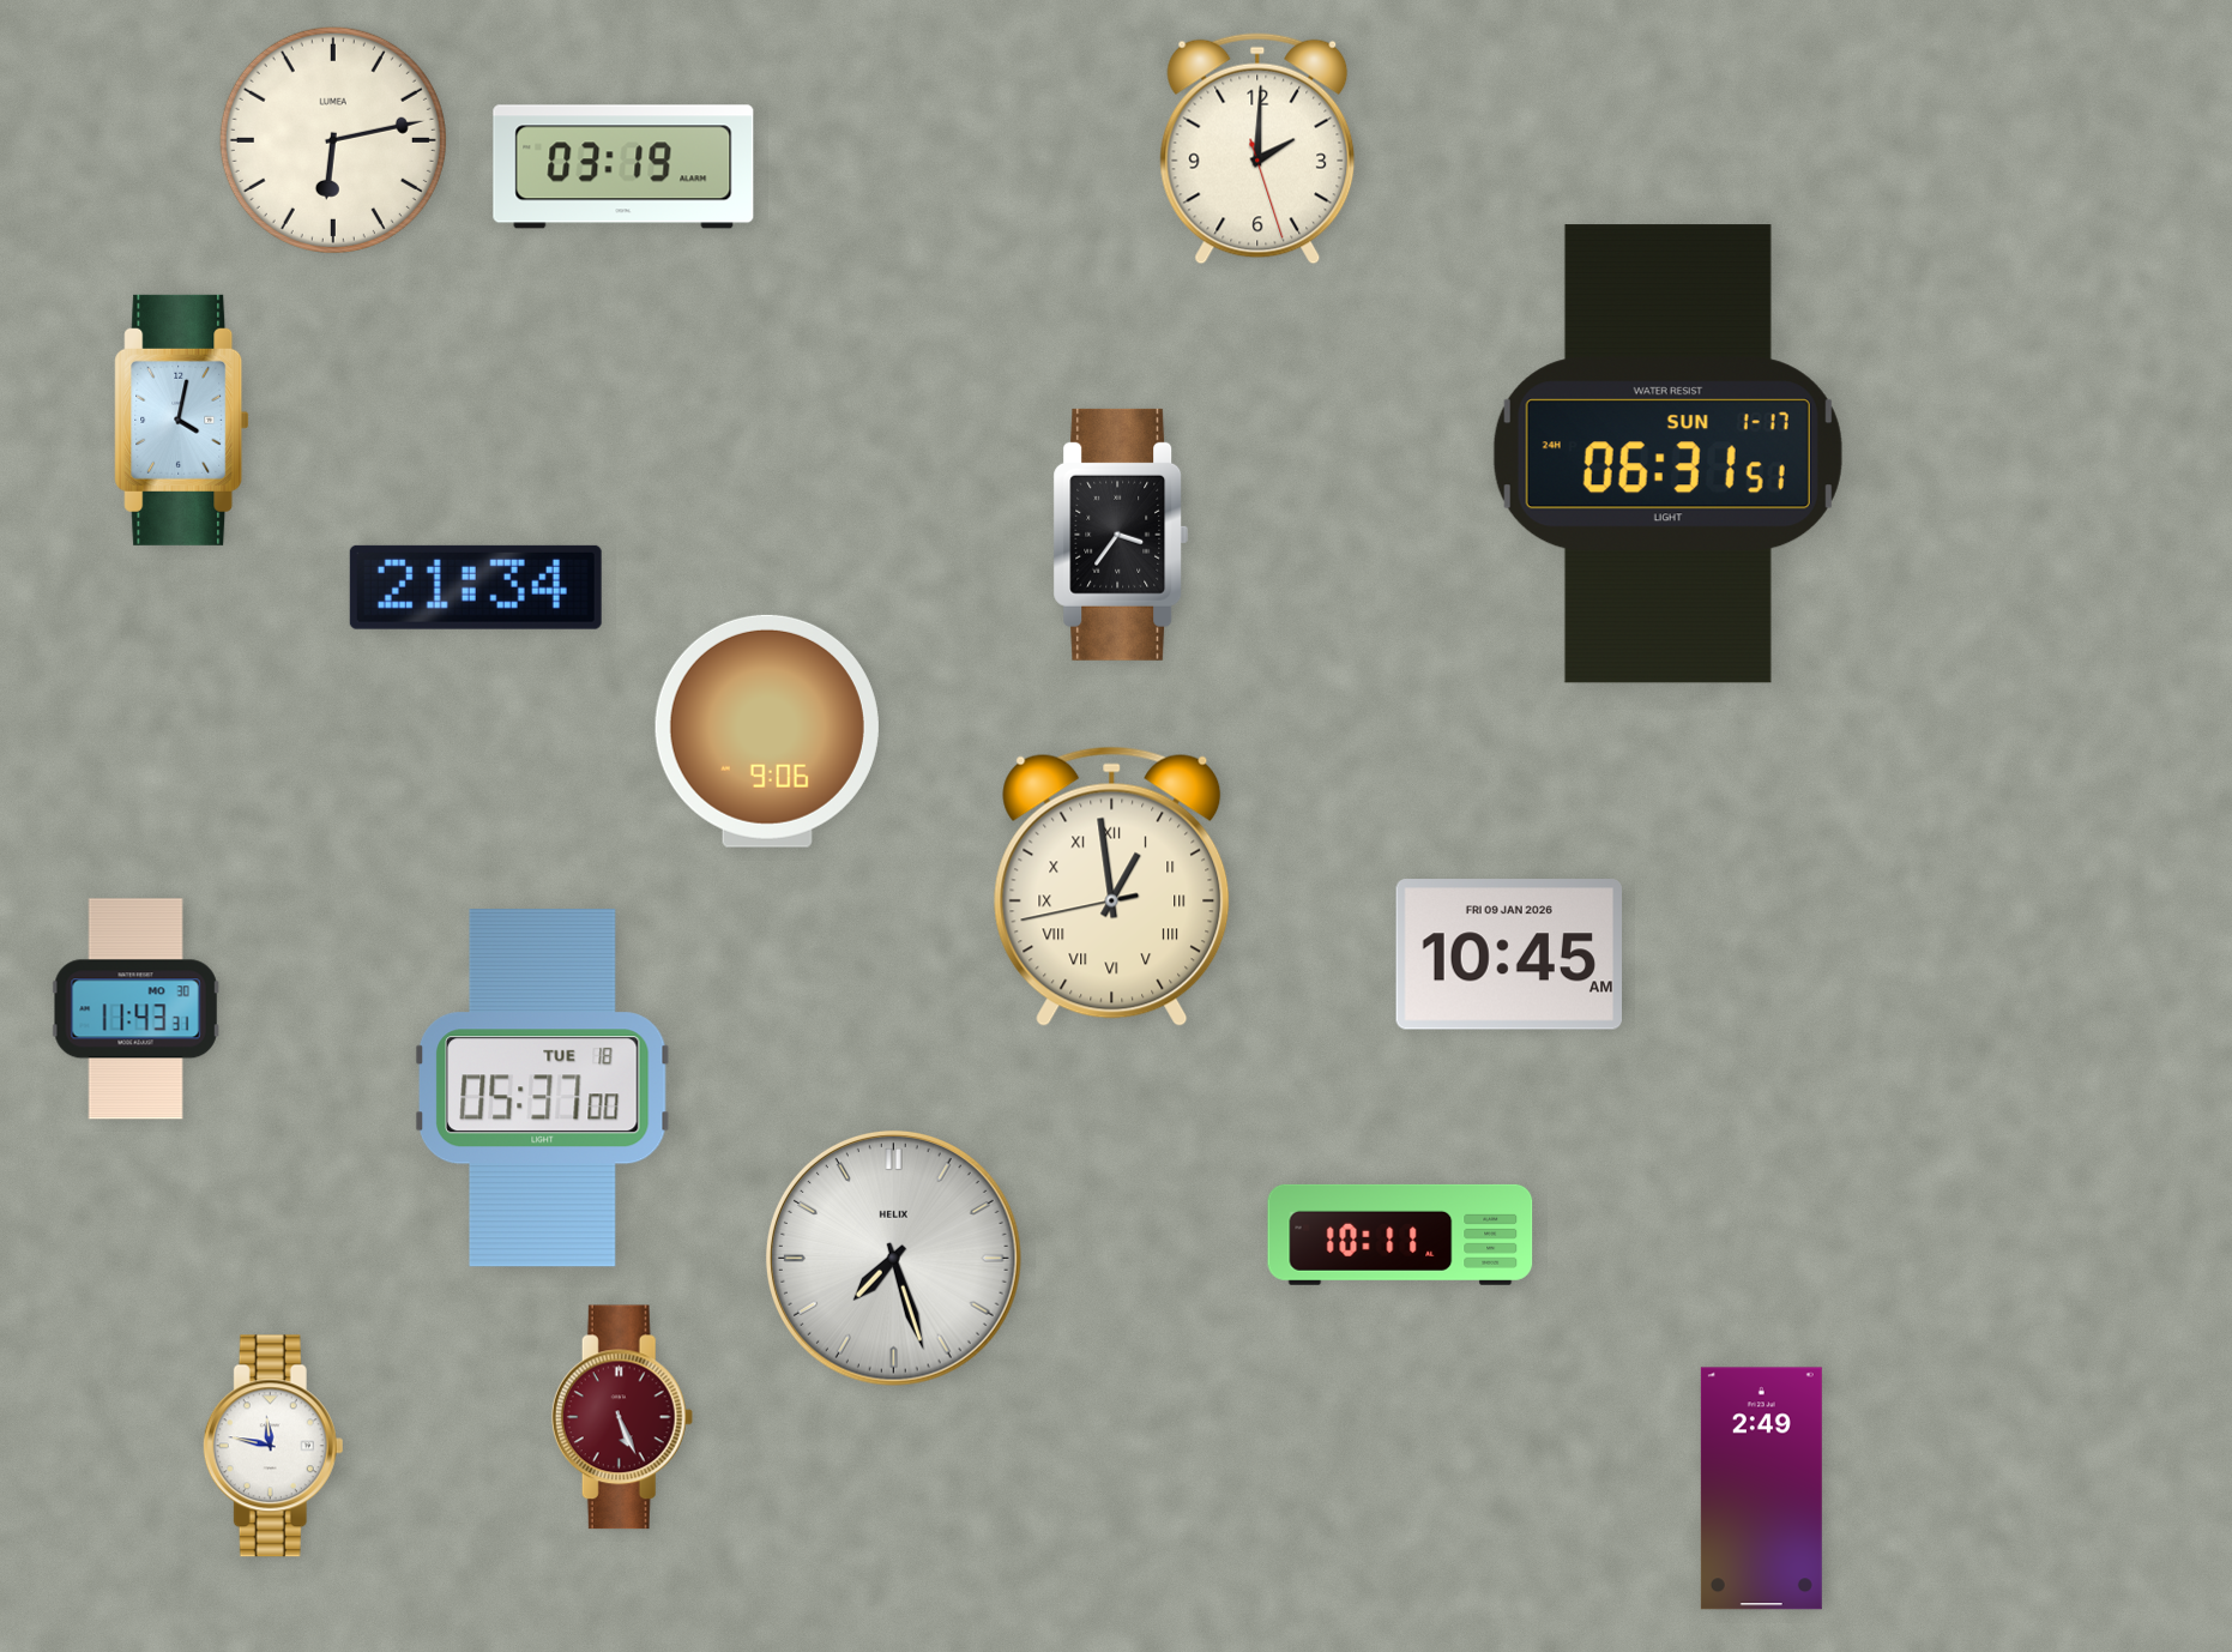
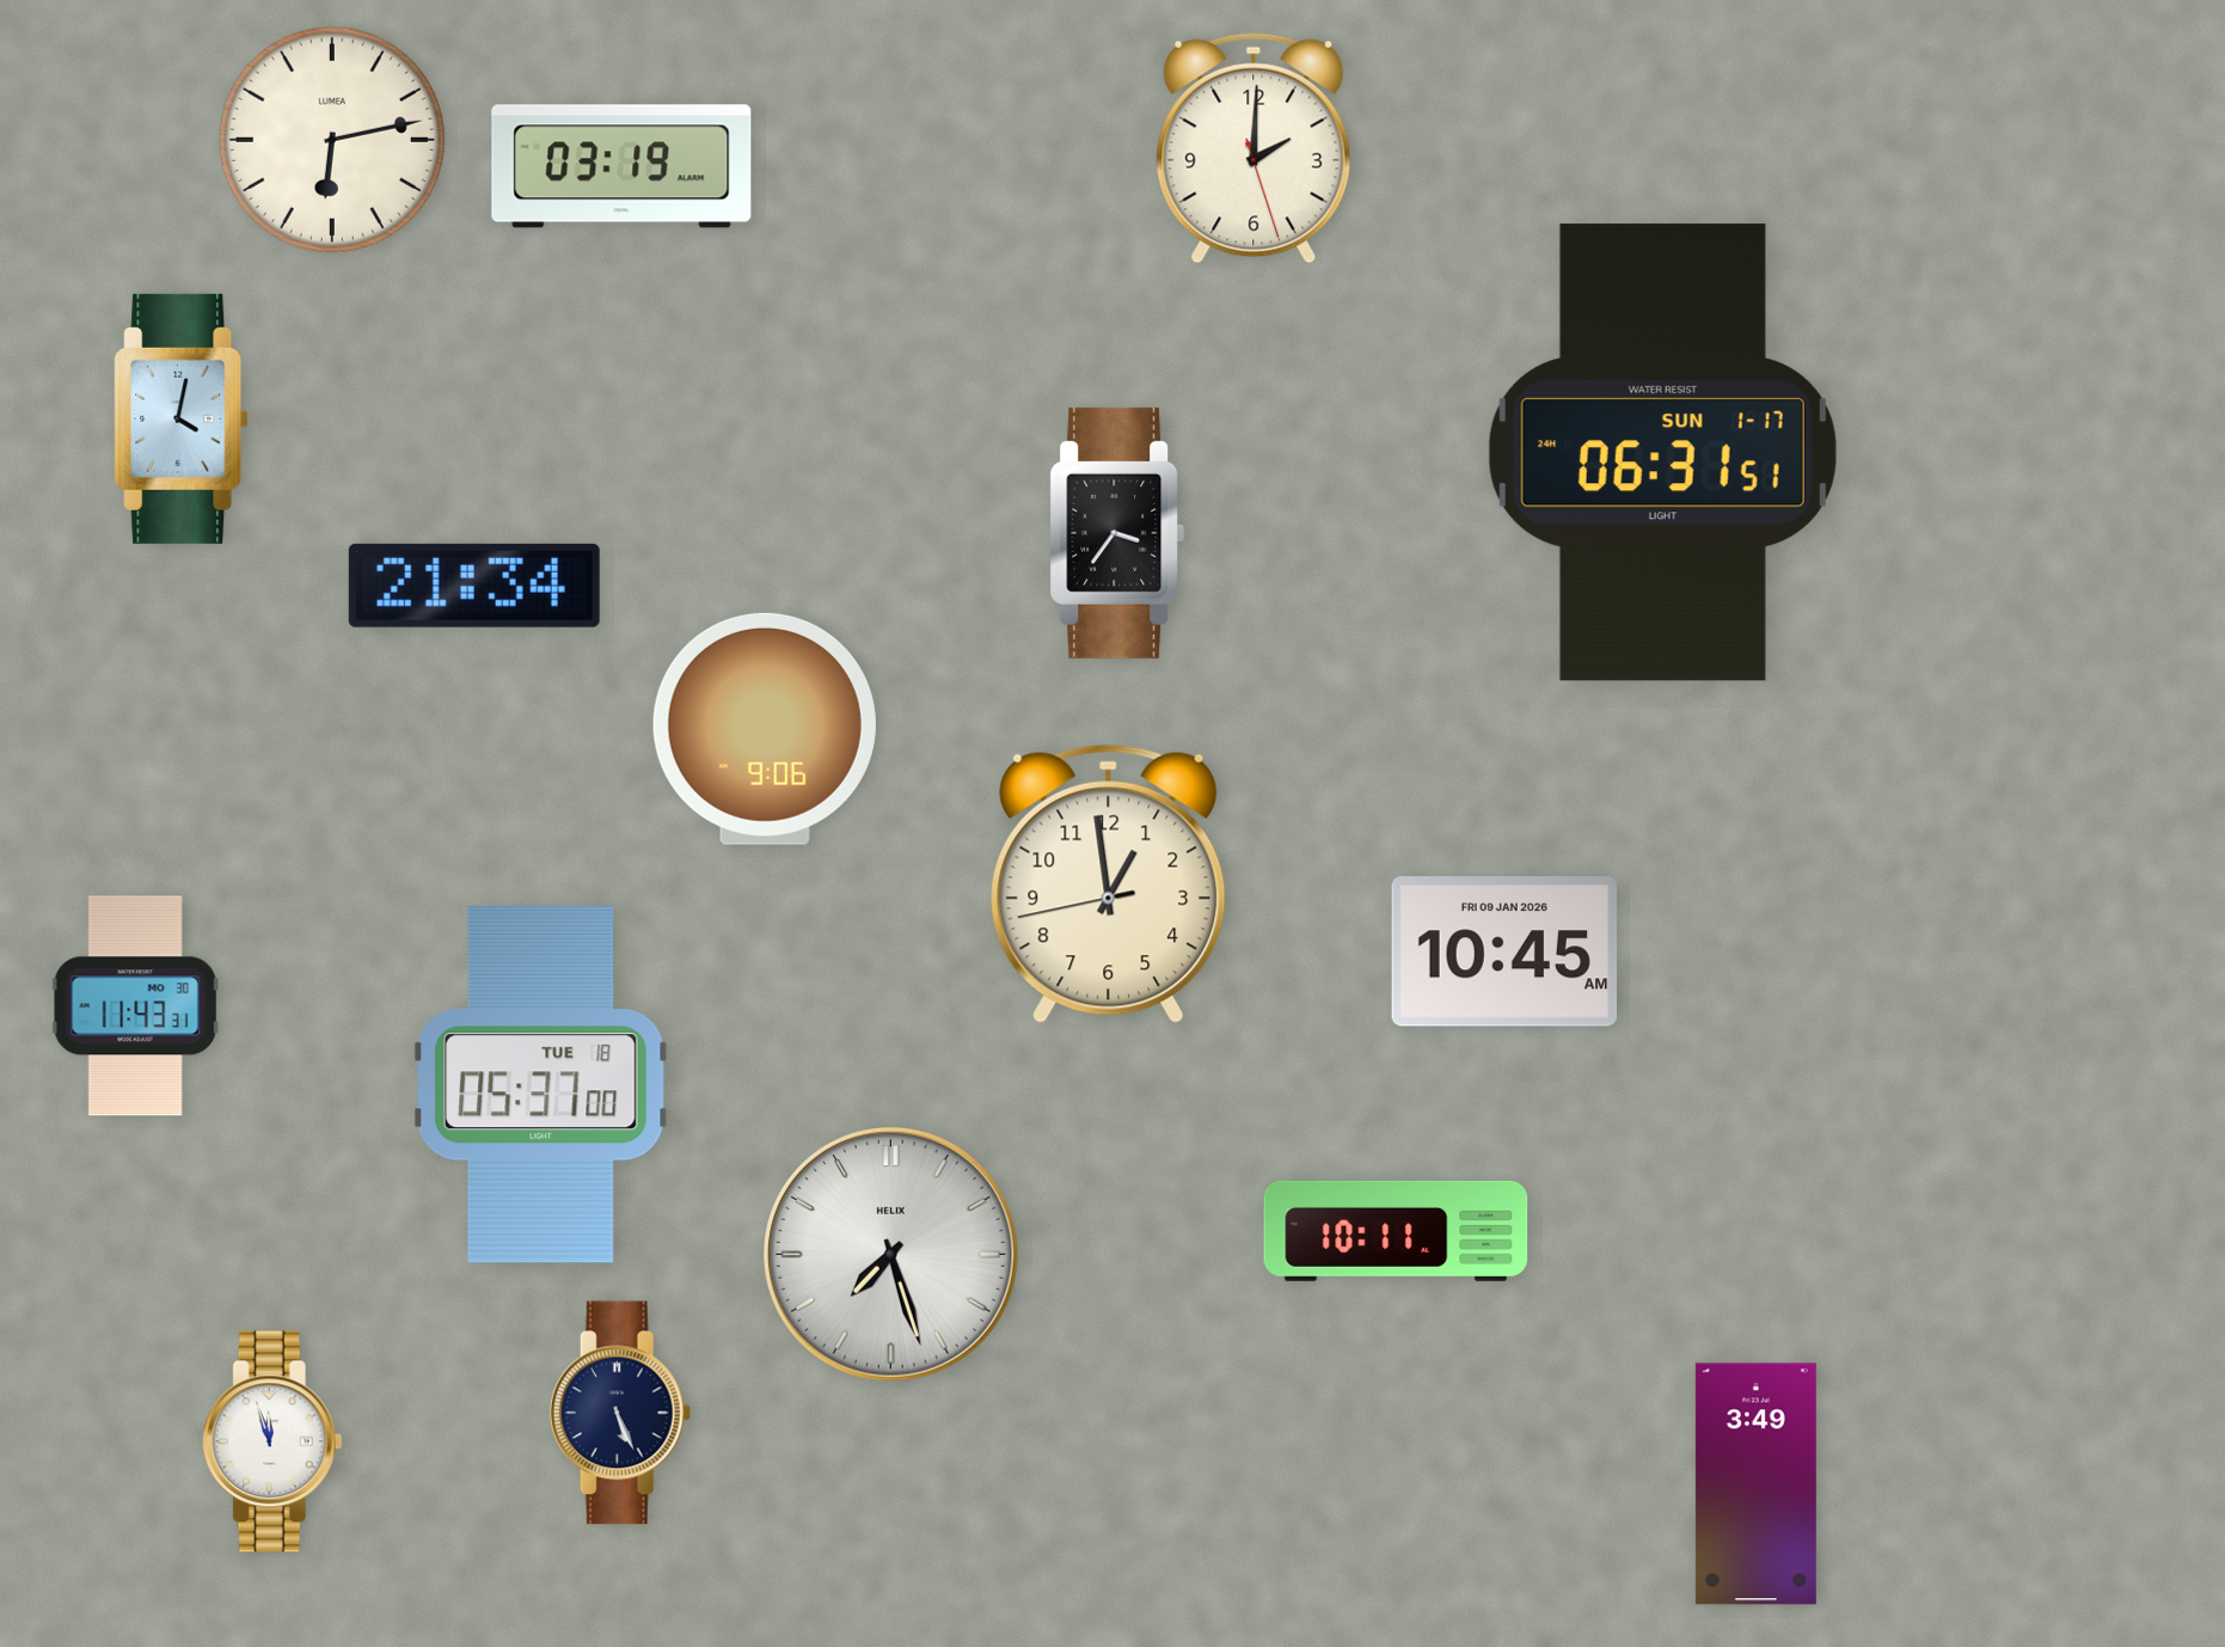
clock at (1112, 886) numerals: Roman -> Arabic
clock at (622, 1417) dial: burgundy -> navy
clock at (273, 1446): 11:47 -> 11:57
clock at (1761, 1489): 2:49 -> 3:49
